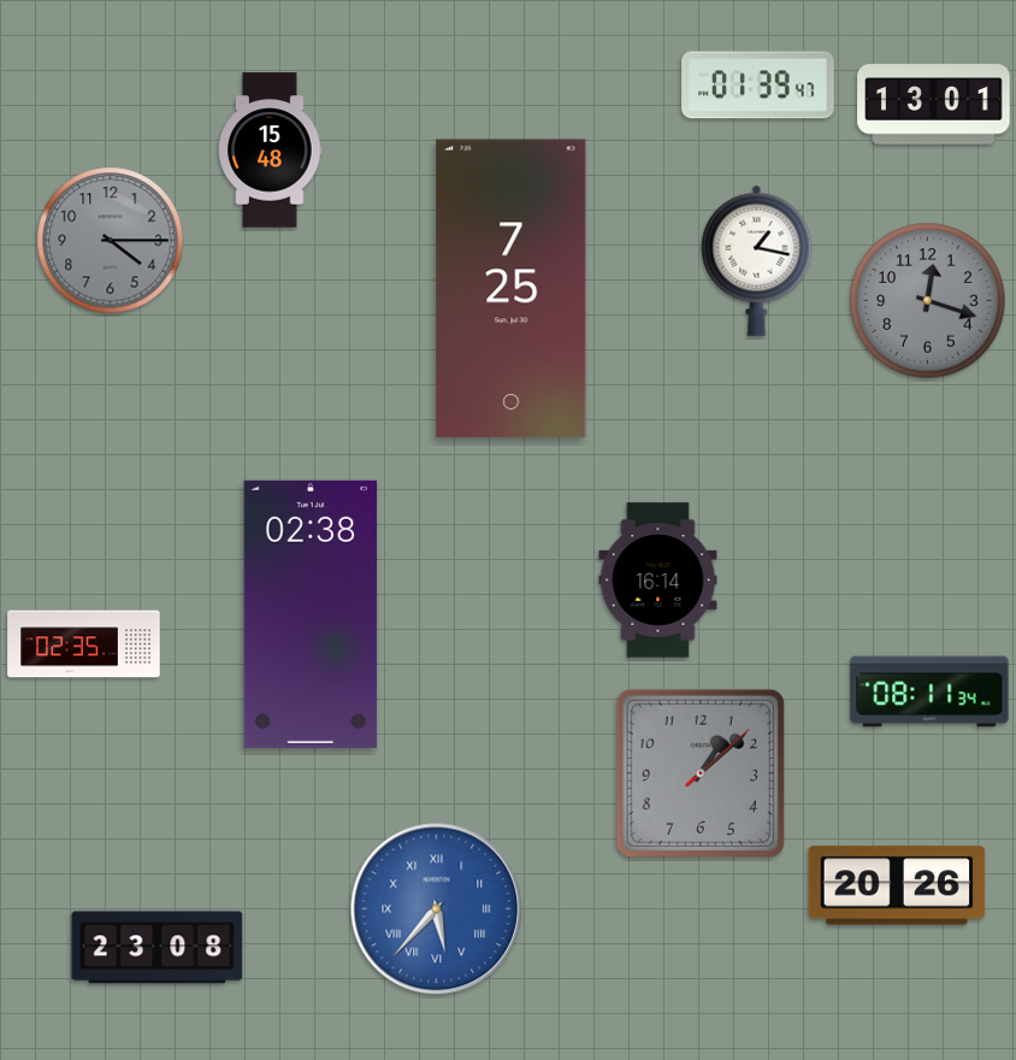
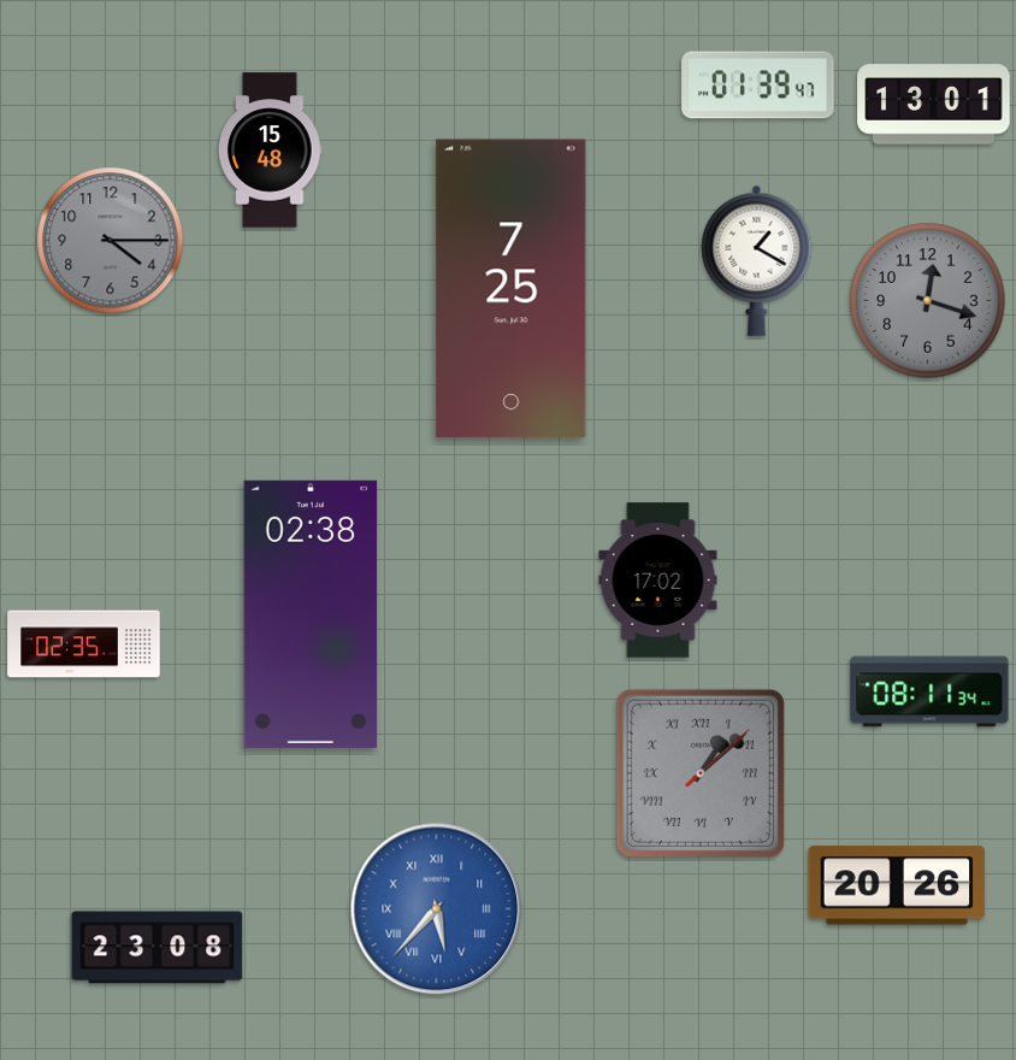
clock at (757, 260): 1:17 -> 1:20
clock at (658, 581): 16:14 -> 17:02
clock at (701, 773) numerals: Arabic -> Roman
